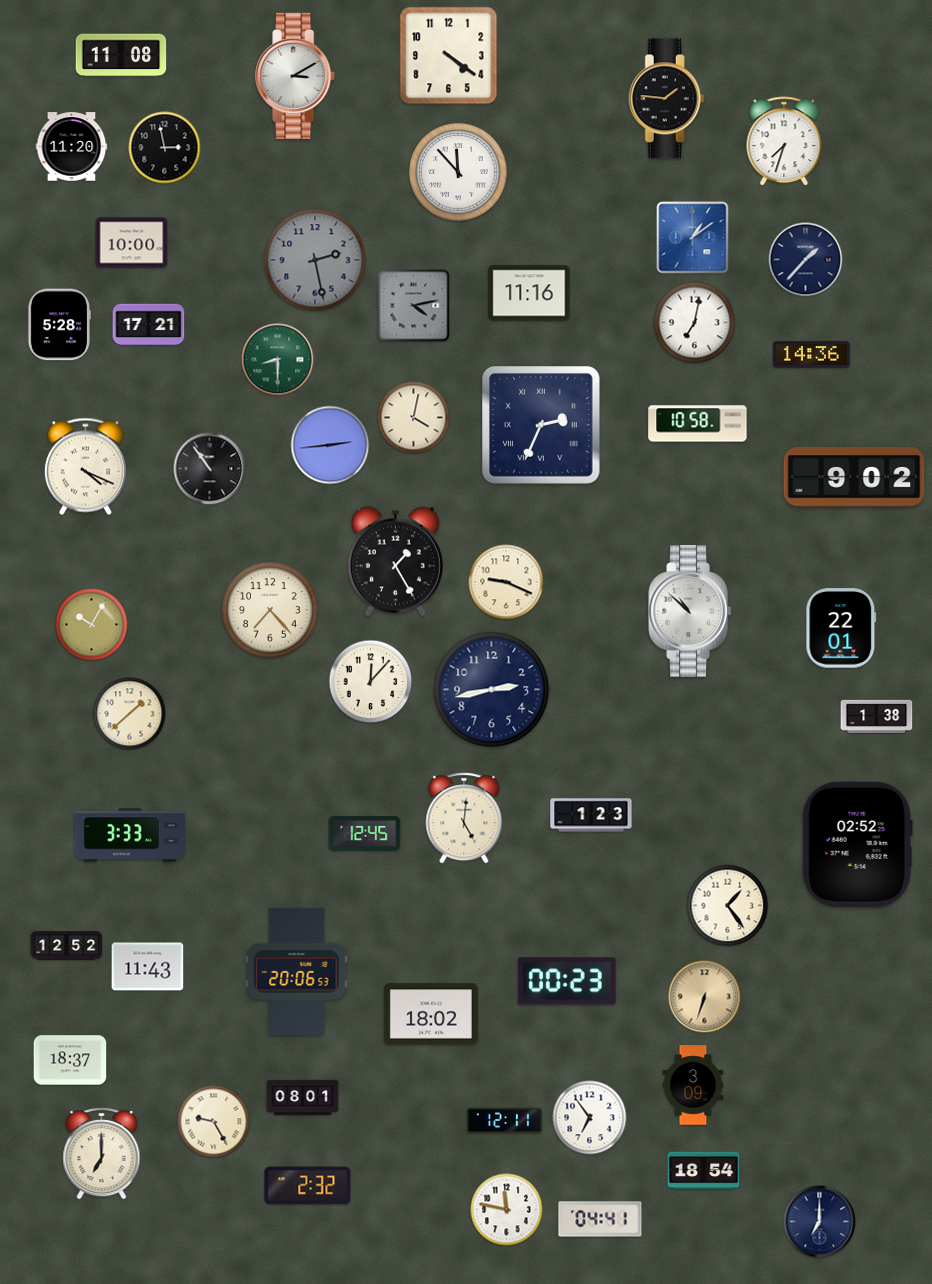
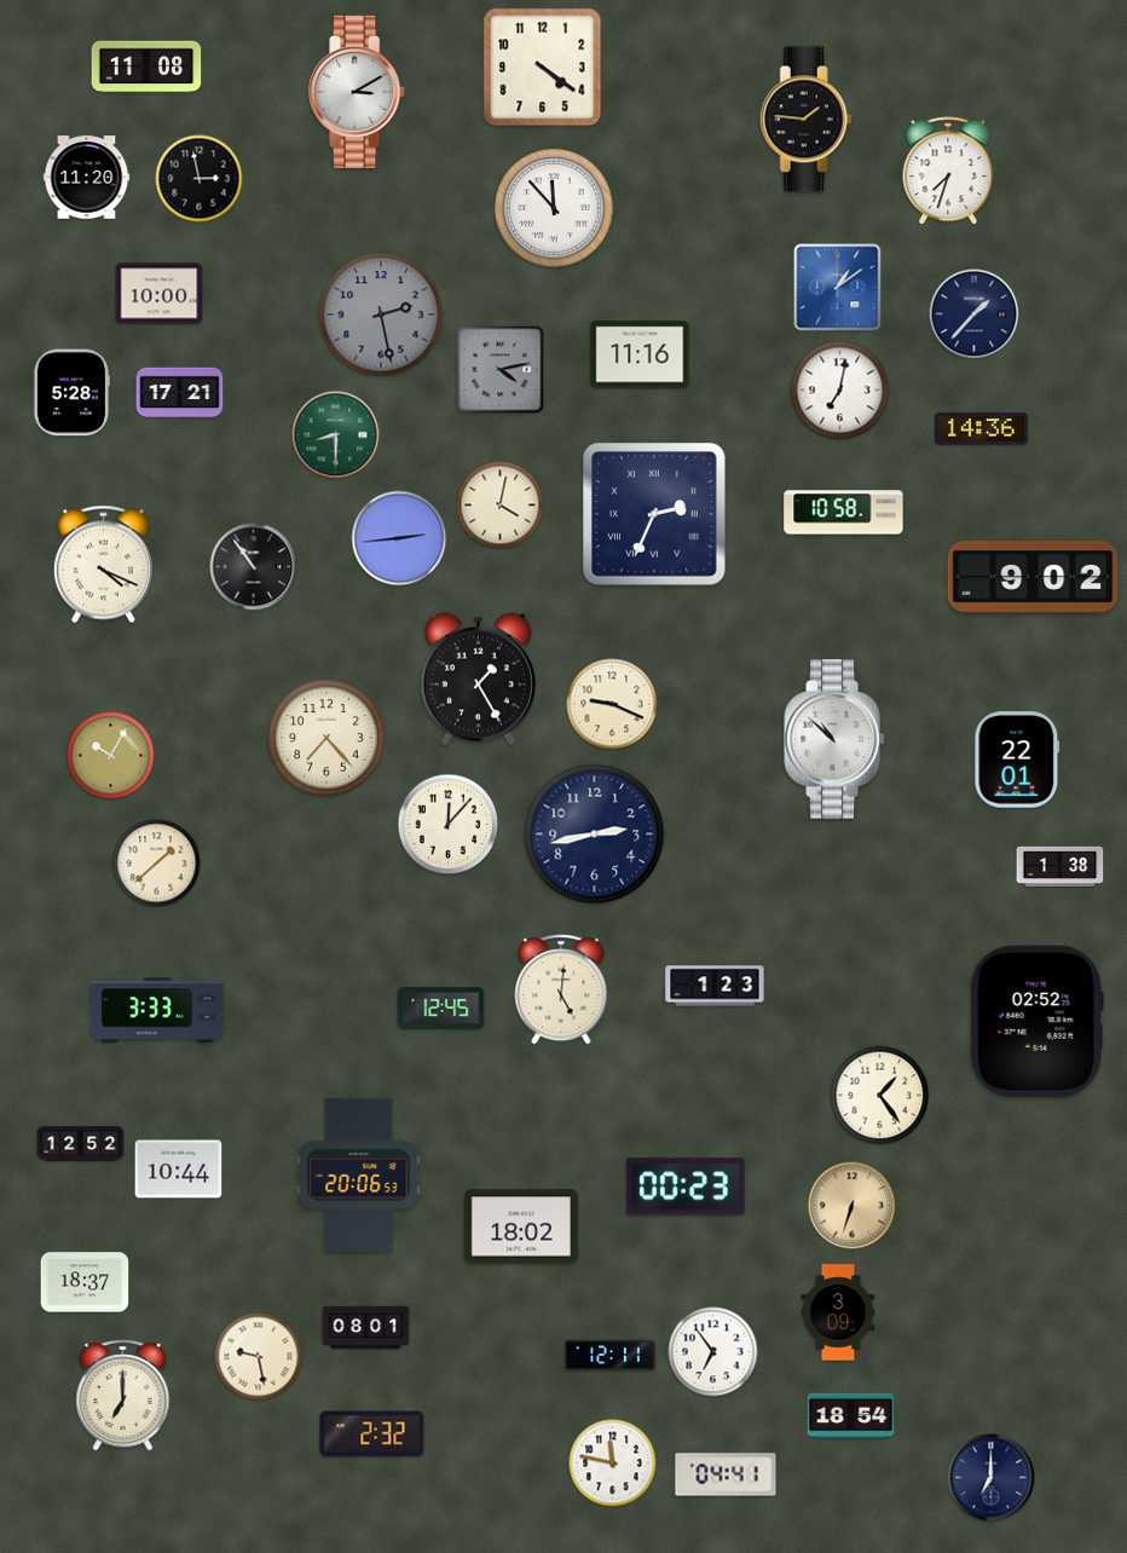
clock at (148, 967): 11:43 -> 10:44
clock at (214, 1122): 9:25 -> 9:28
